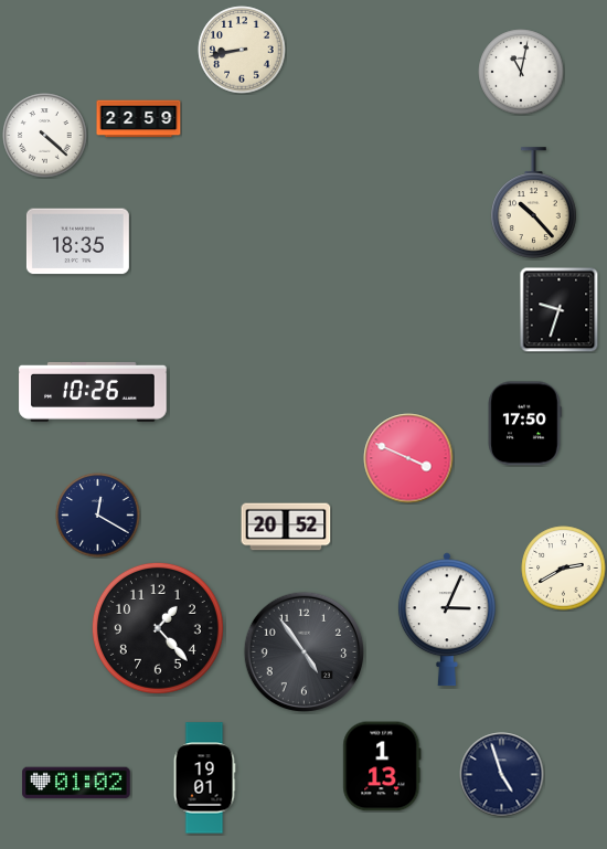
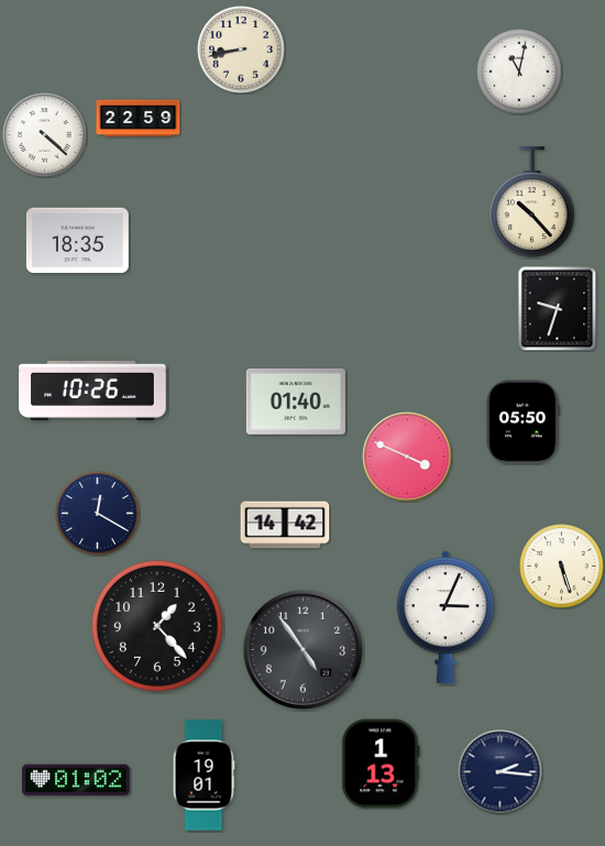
clock at (296, 402): none -> 01:40
clock at (524, 424): 17:50 -> 05:50
clock at (286, 527): 20:52 -> 14:42
clock at (564, 569): 2:40 -> 5:27
clock at (502, 775): 4:57 -> 2:16
